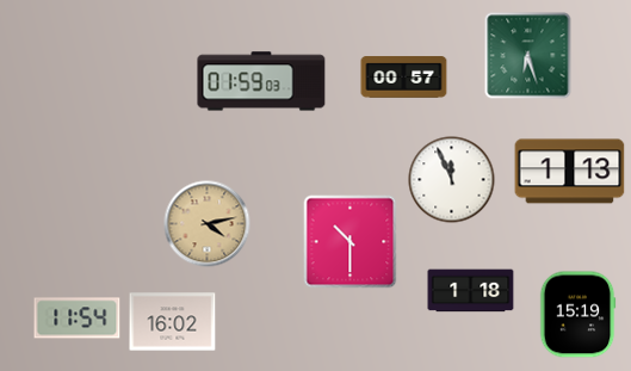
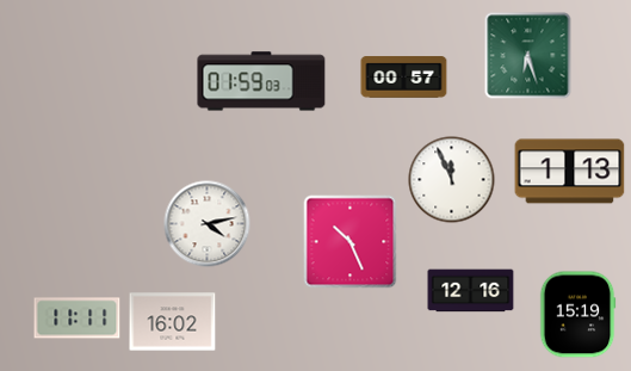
clock at (208, 224) dial: champagne -> white
clock at (351, 242): 10:30 -> 10:26
clock at (471, 291): 1:18 -> 12:16
clock at (78, 319): 11:54 -> 11:11
